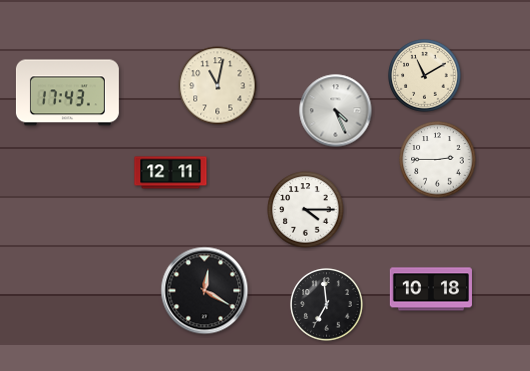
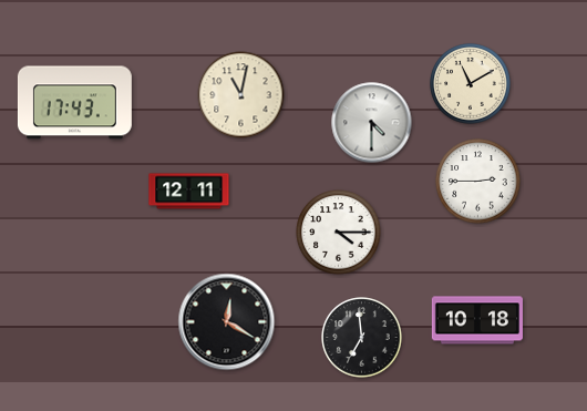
clock at (336, 111): 4:26 -> 4:30
clock at (438, 160) position: (438, 160) -> (478, 182)
